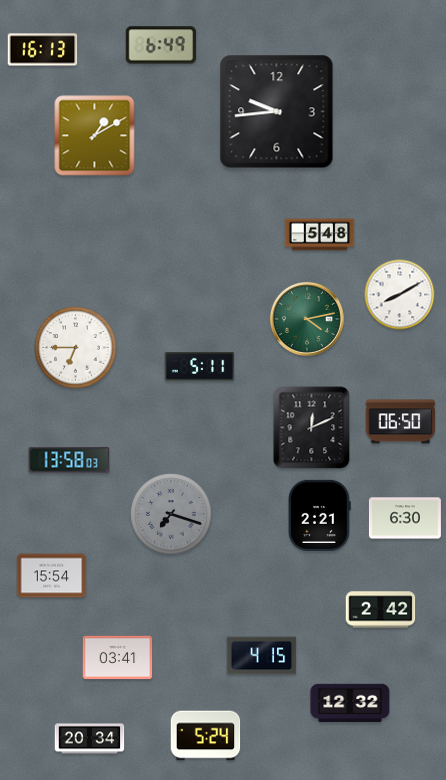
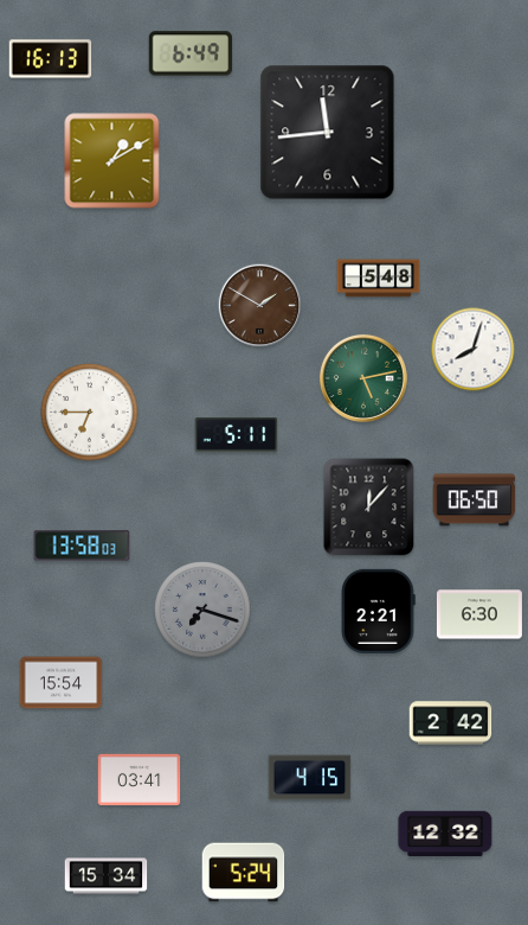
clock at (277, 112): 9:44 -> 11:44
clock at (260, 306): none -> 1:50
clock at (400, 295): 8:10 -> 8:03
clock at (307, 319): 4:13 -> 5:13
clock at (312, 428): 12:11 -> 12:07
clock at (350, 702) position: (350, 702) -> (445, 832)
clock at (90, 739): 20:34 -> 15:34
